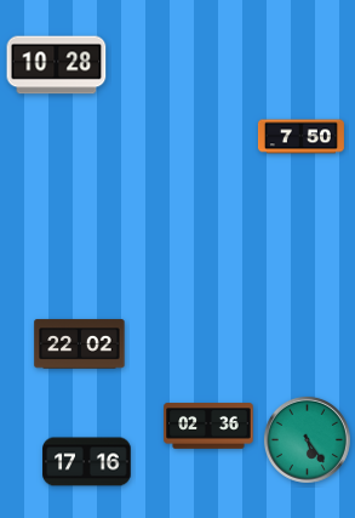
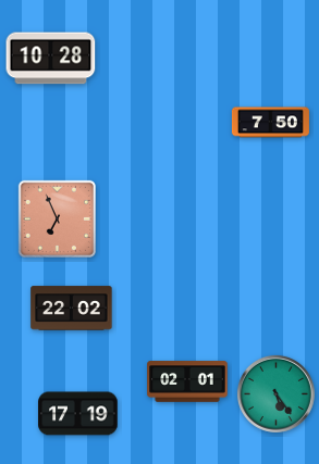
clock at (57, 218): none -> 6:56
clock at (208, 426): 02:36 -> 02:01
clock at (87, 462): 17:16 -> 17:19
